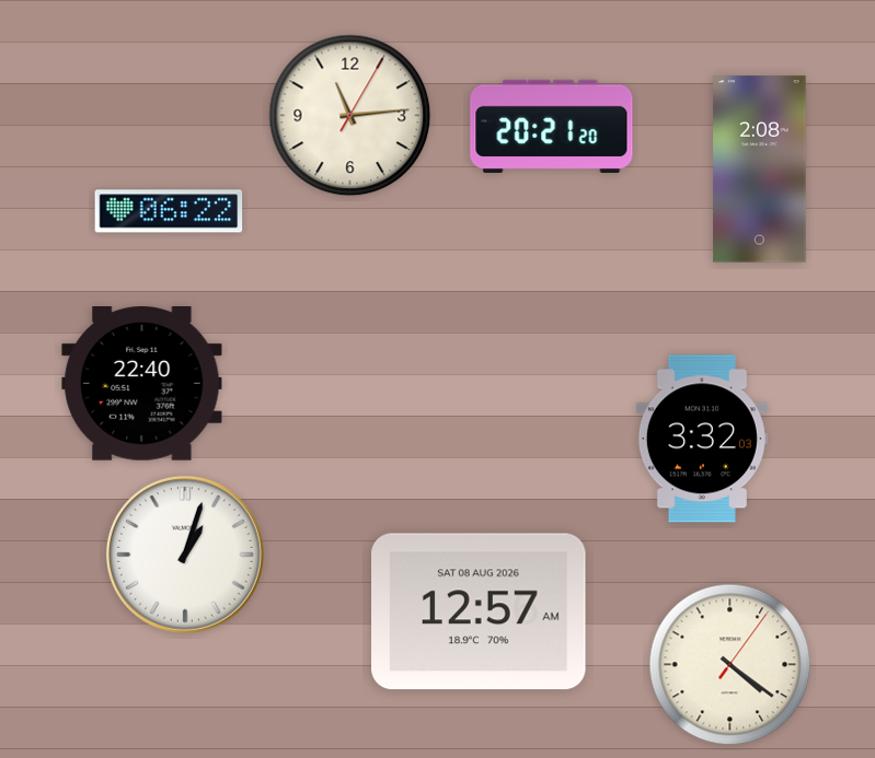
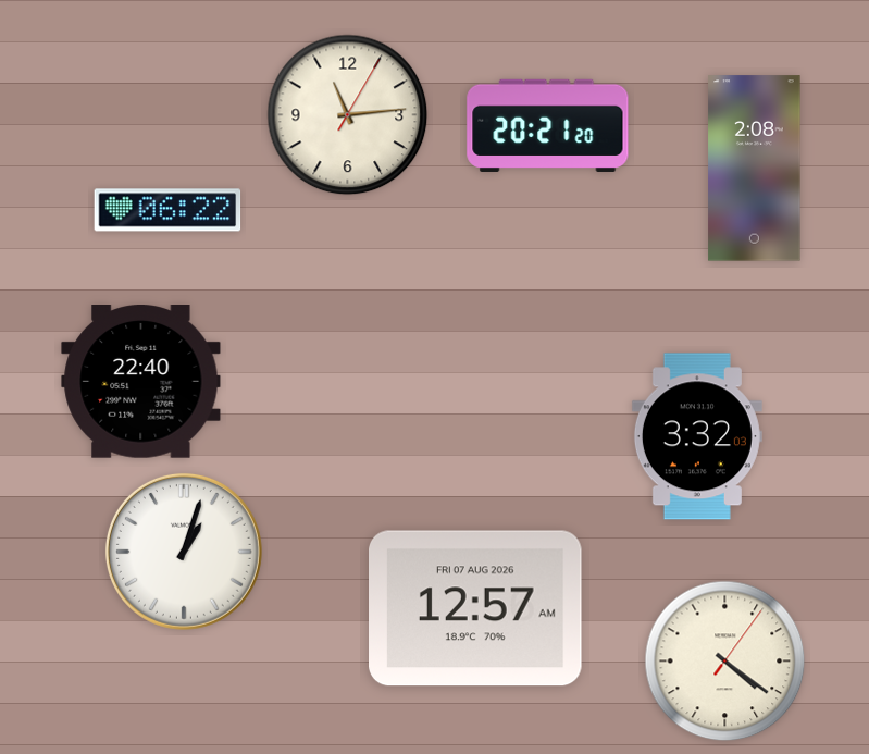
clock at (480, 611) date: SAT 08 AUG 2026 -> FRI 07 AUG 2026
